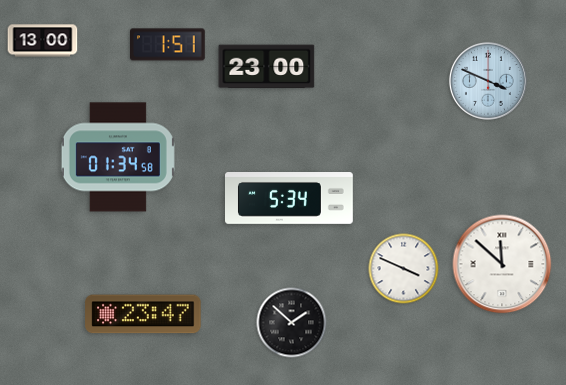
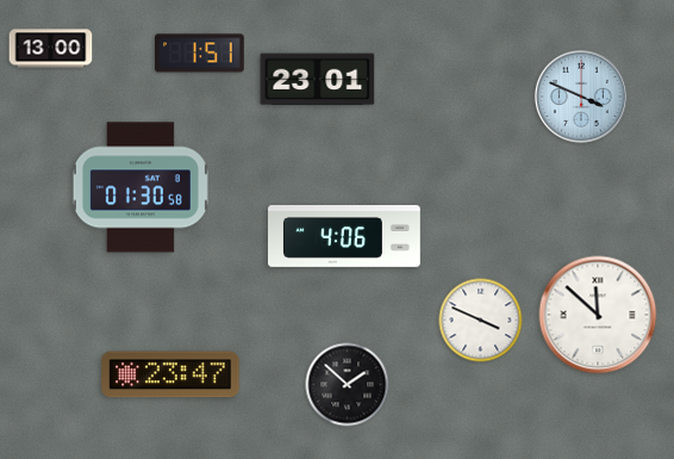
clock at (267, 67): 23:00 -> 23:01
clock at (118, 157): 01:34 -> 01:30
clock at (290, 199): 5:34 -> 4:06
